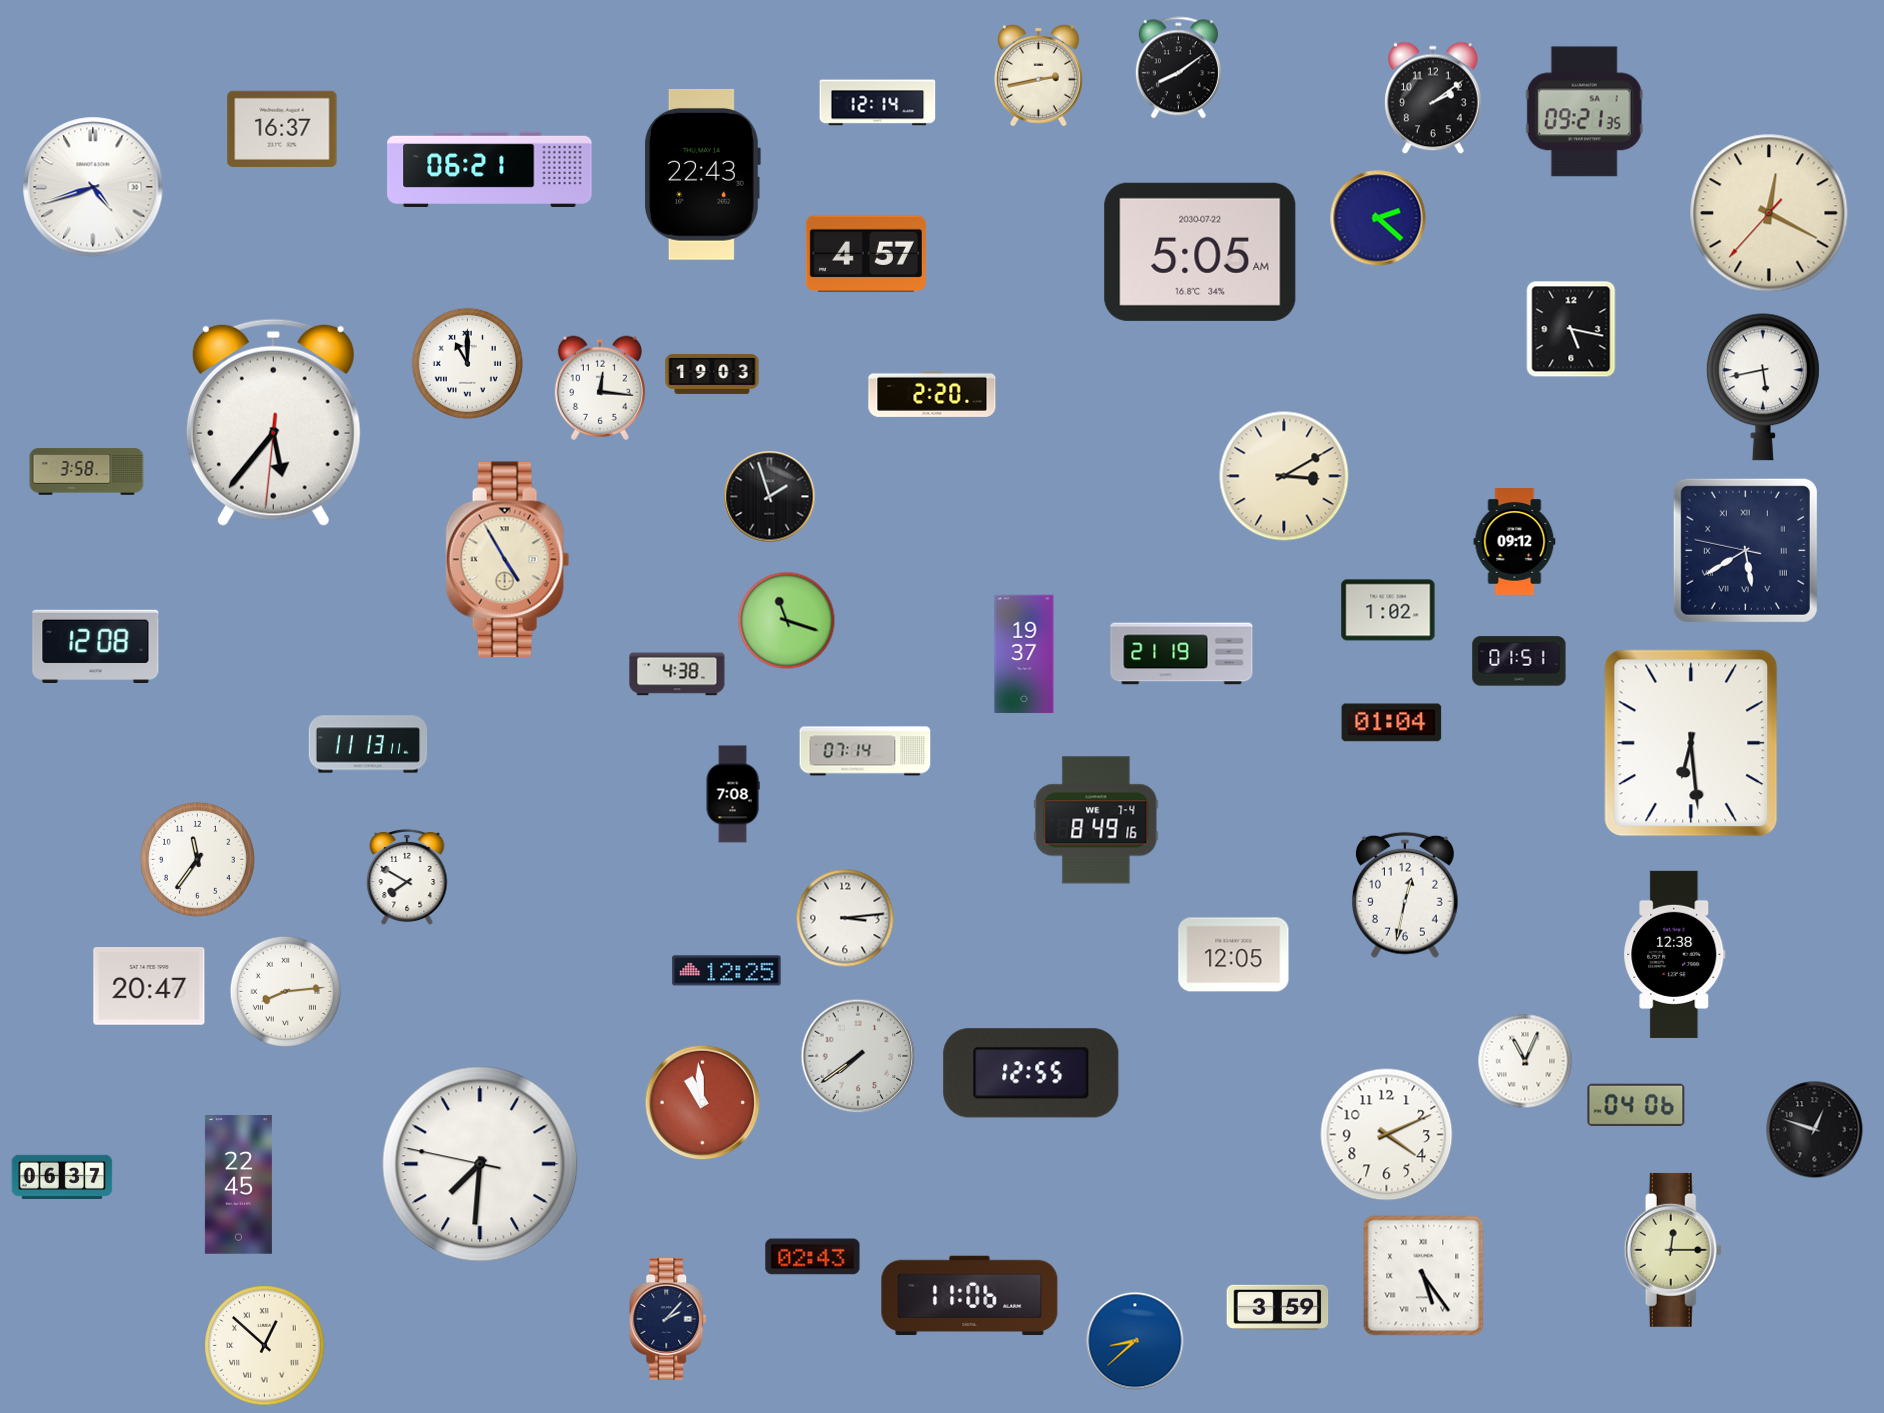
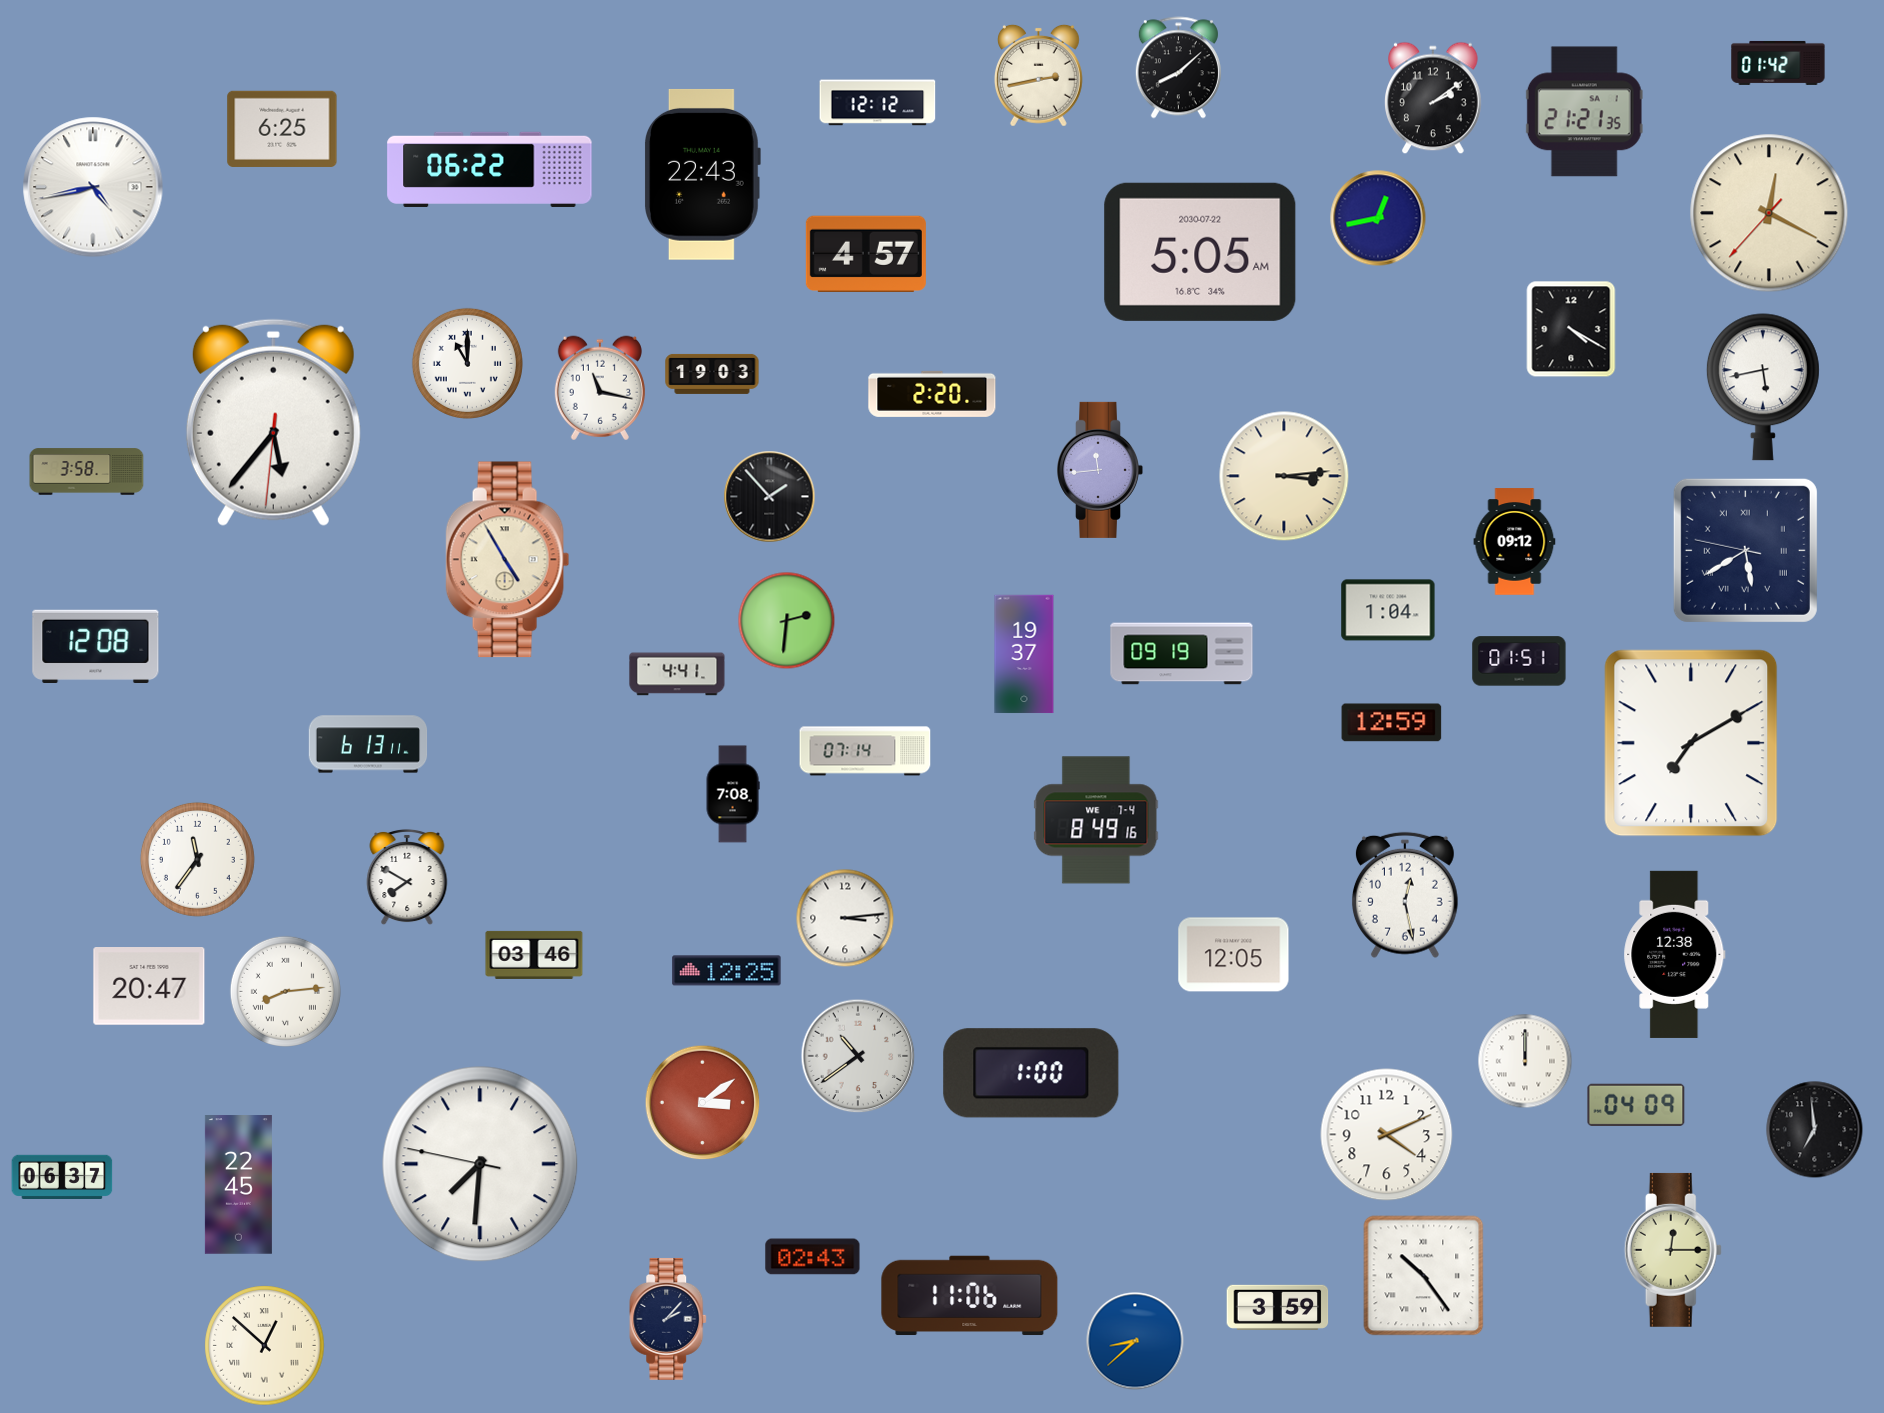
clock at (1778, 63): none -> 01:42
clock at (1178, 68): 8:09 -> 8:08
clock at (878, 103): 12:14 -> 12:12
clock at (1584, 112): 09:21 -> 21:21
clock at (282, 129): 16:37 -> 6:25
clock at (490, 169): 06:21 -> 06:22
clock at (93, 187): 4:42 -> 4:43
clock at (1378, 218): 2:22 -> 12:43
clock at (1571, 329): 5:17 -> 4:20
clock at (600, 388): 12:16 -> 11:17
clock at (1100, 470): none -> 11:44
clock at (1284, 476): 3:10 -> 3:14
clock at (770, 497): 1:57 -> 1:53
clock at (1388, 610): 1:02 -> 1:04
clock at (787, 621): 11:18 -> 2:31
clock at (1182, 654): 21:19 -> 09:19
clock at (677, 674): 4:38 -> 4:41
clock at (1392, 723): 01:04 -> 12:59
clock at (1691, 743): 6:29 -> 7:10
clock at (368, 744): 11:13 -> 6:13
clock at (1405, 895): 12:32 -> 12:28
clock at (534, 955): none -> 03:46
clock at (858, 1056): 7:39 -> 10:39
clock at (1525, 1061): 11:04 -> 12:00
clock at (1031, 1073): 12:55 -> 1:00
clock at (703, 1103): 10:59 -> 3:09
clock at (1636, 1105): 04:06 -> 04:09
clock at (1815, 1130): 12:48 -> 6:59
clock at (1424, 1276): 5:24 -> 10:24
